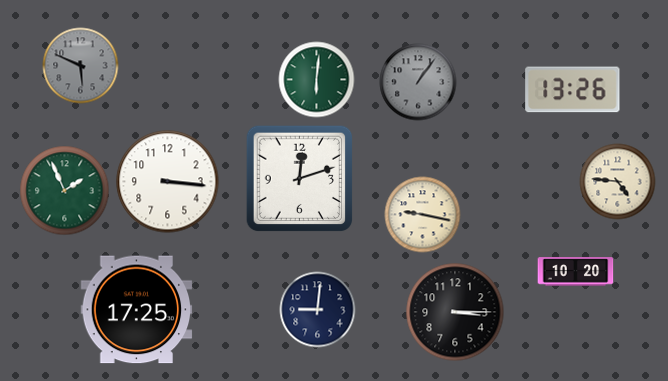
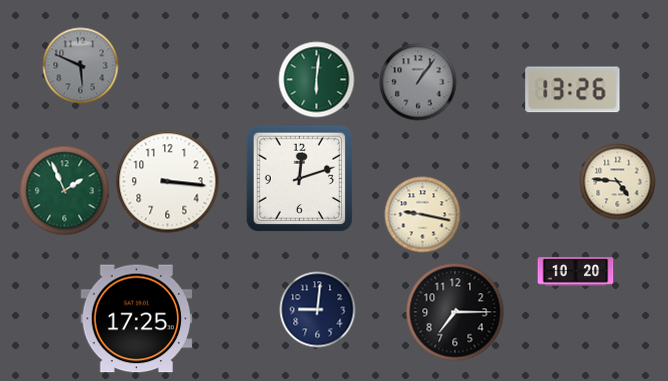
clock at (137, 310) position: (137, 310) -> (137, 319)
clock at (455, 312): 3:15 -> 7:15
